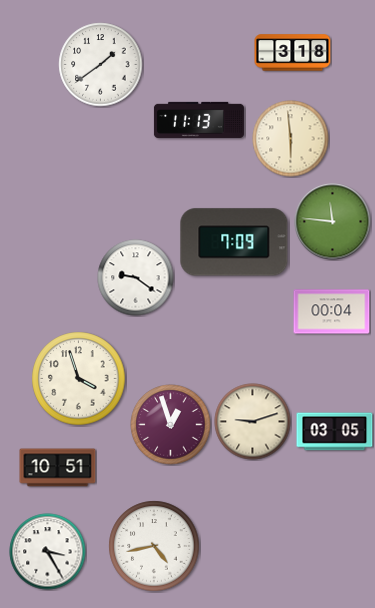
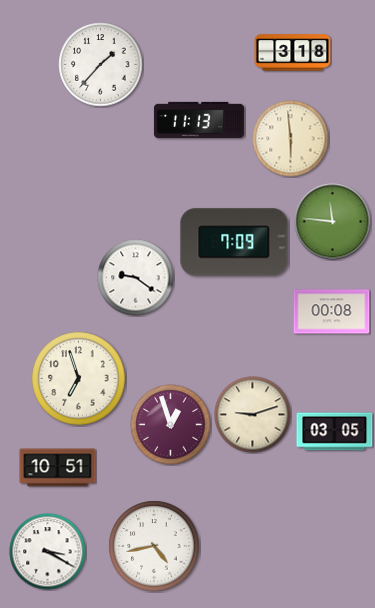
clock at (101, 65): 1:39 -> 1:37
clock at (332, 312): 00:04 -> 00:08
clock at (79, 379): 3:57 -> 6:57
clock at (253, 422) position: (253, 422) -> (253, 415)
clock at (48, 552): 3:25 -> 3:20
